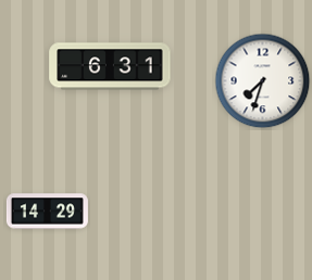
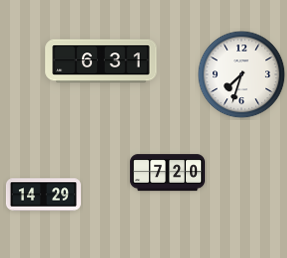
clock at (167, 173): none -> 7:20
